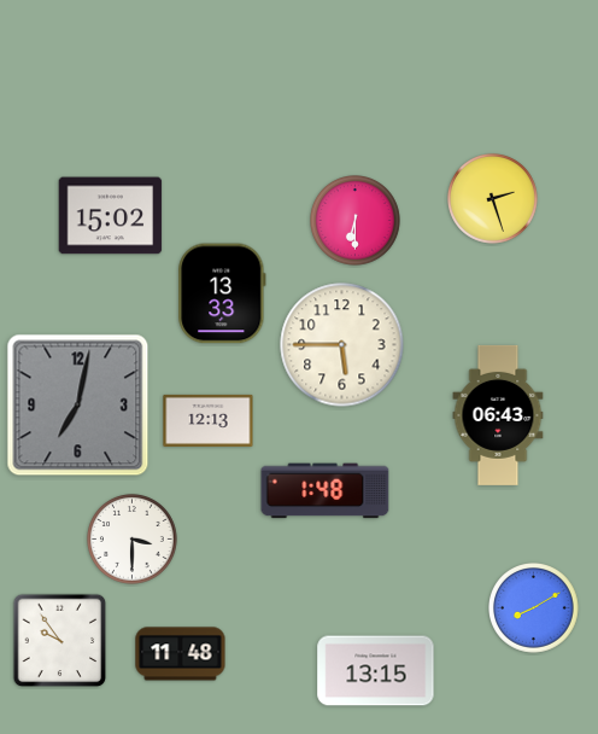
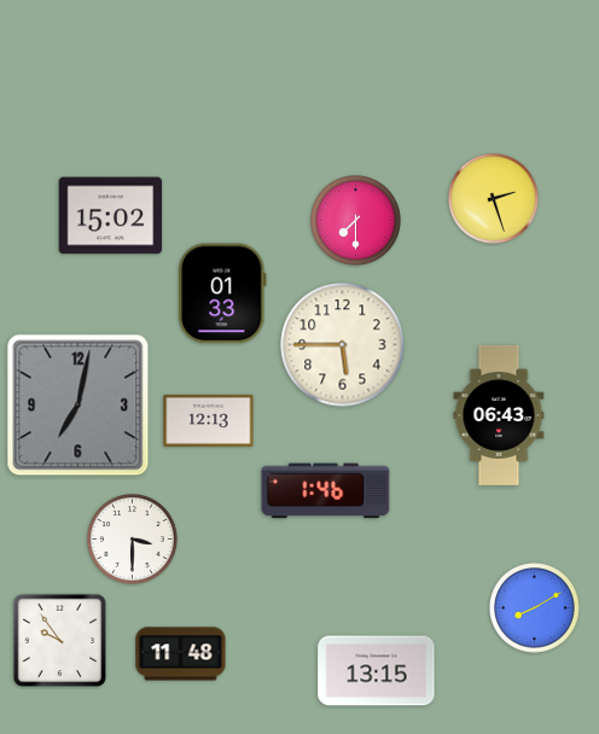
clock at (356, 221): 6:30 -> 7:30
clock at (222, 293): 13:33 -> 01:33
clock at (326, 491): 1:48 -> 1:46
